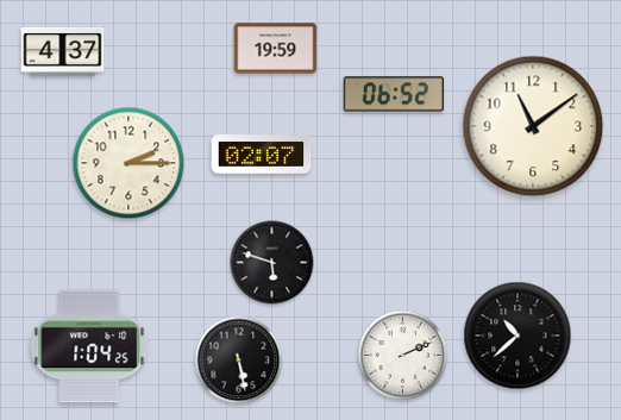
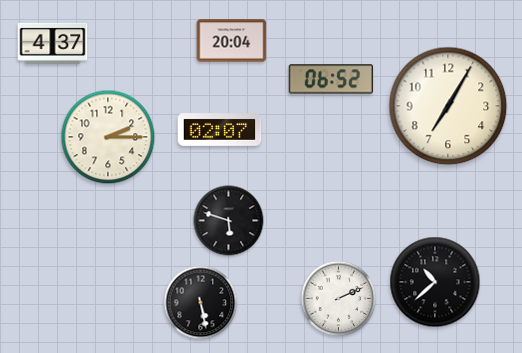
clock at (276, 49): 19:59 -> 20:04
clock at (533, 126): 11:09 -> 7:05
clock at (89, 346): 1:04 -> none
